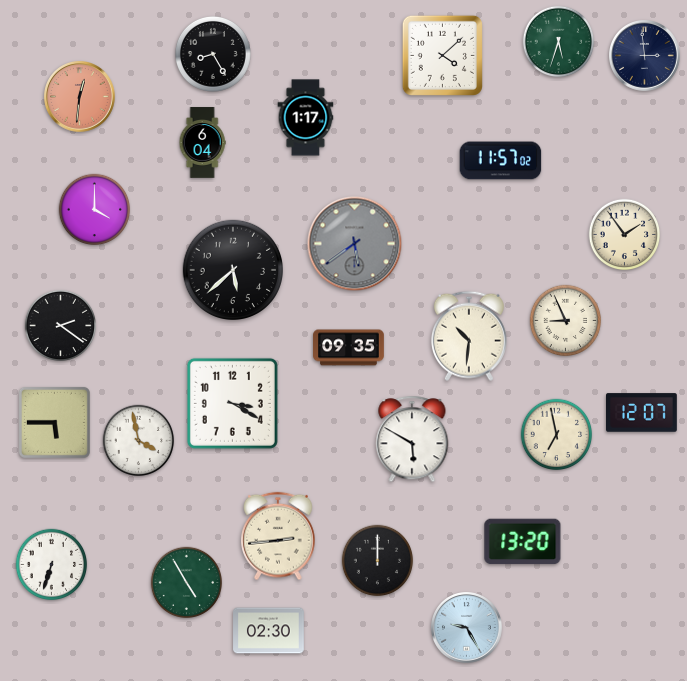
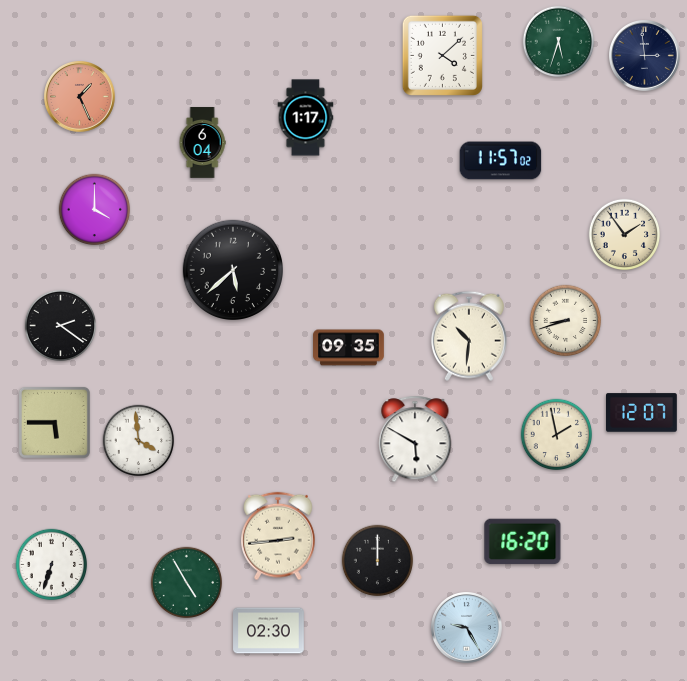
clock at (213, 54): 8:25 -> none
clock at (80, 97): 12:31 -> 1:26
clock at (355, 244): 5:39 -> none
clock at (566, 321): 8:56 -> 8:42
clock at (232, 403): 3:20 -> none
clock at (557, 435): 6:58 -> 1:58
clock at (412, 439) position: (412, 439) -> (415, 439)
clock at (139, 441): 3:58 -> 3:59
clock at (523, 542): 13:20 -> 16:20
